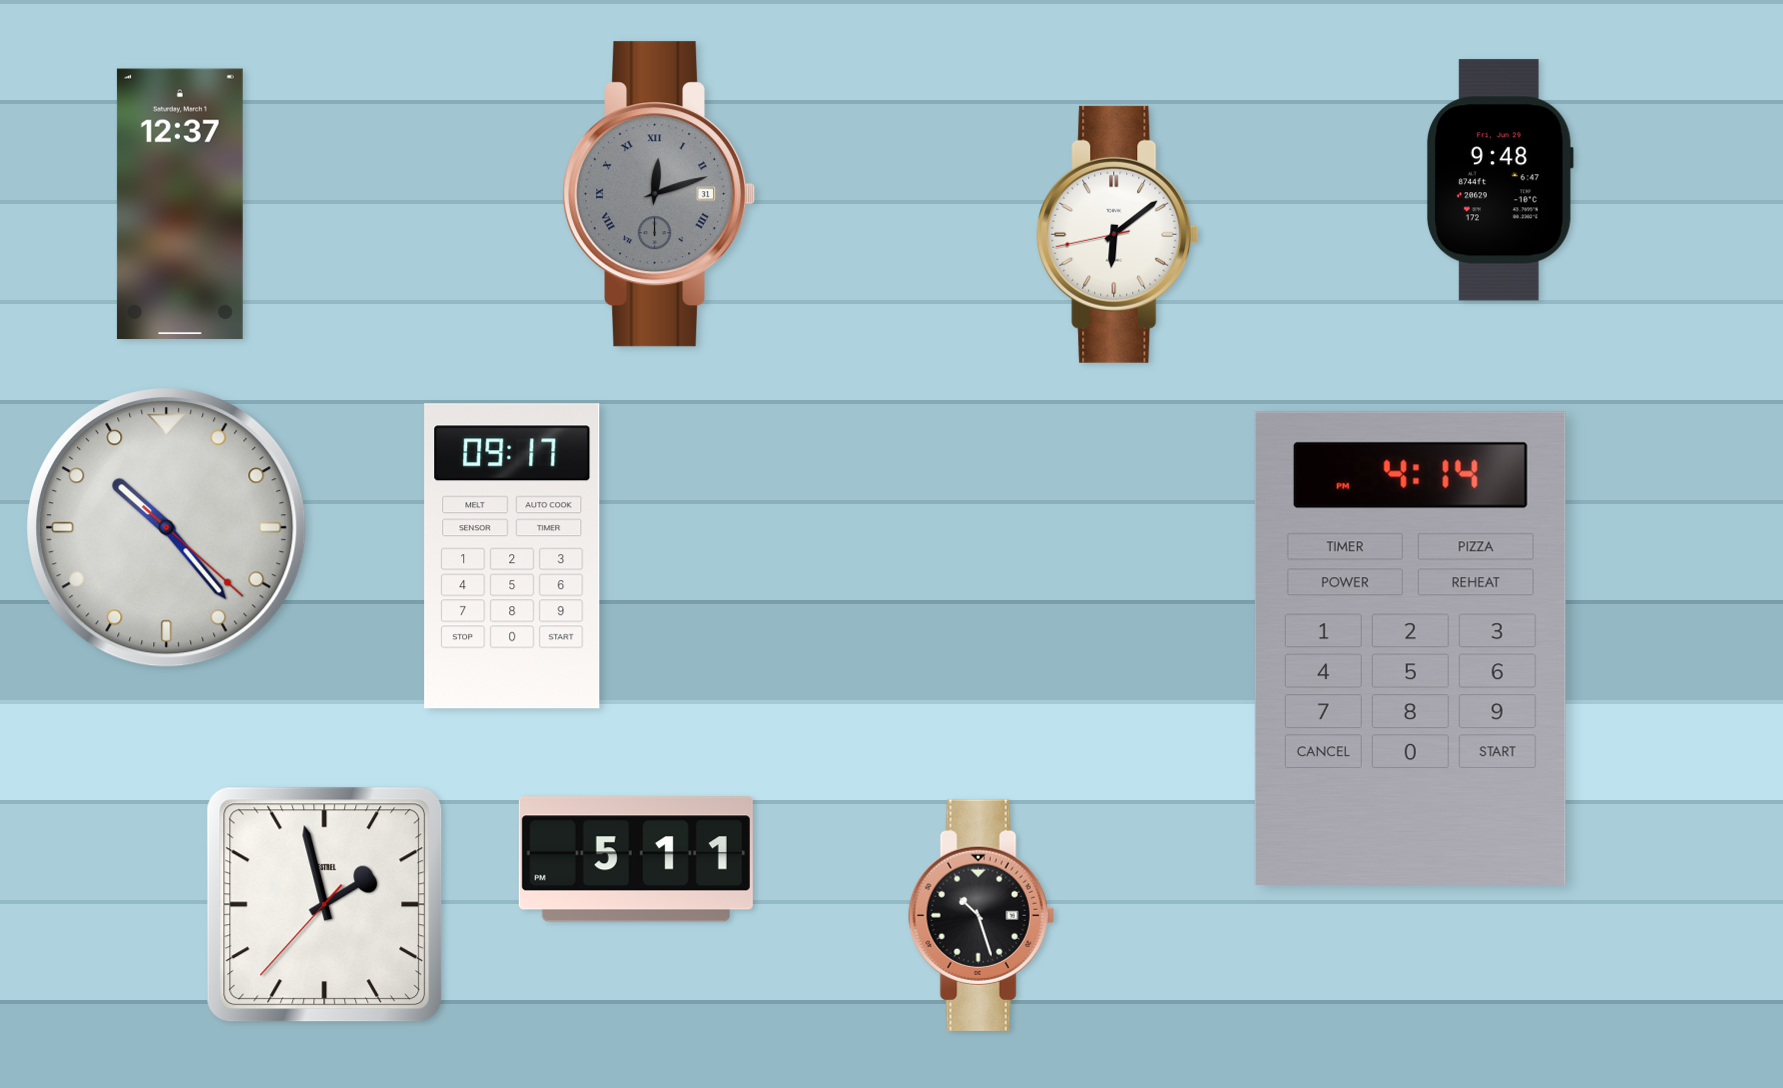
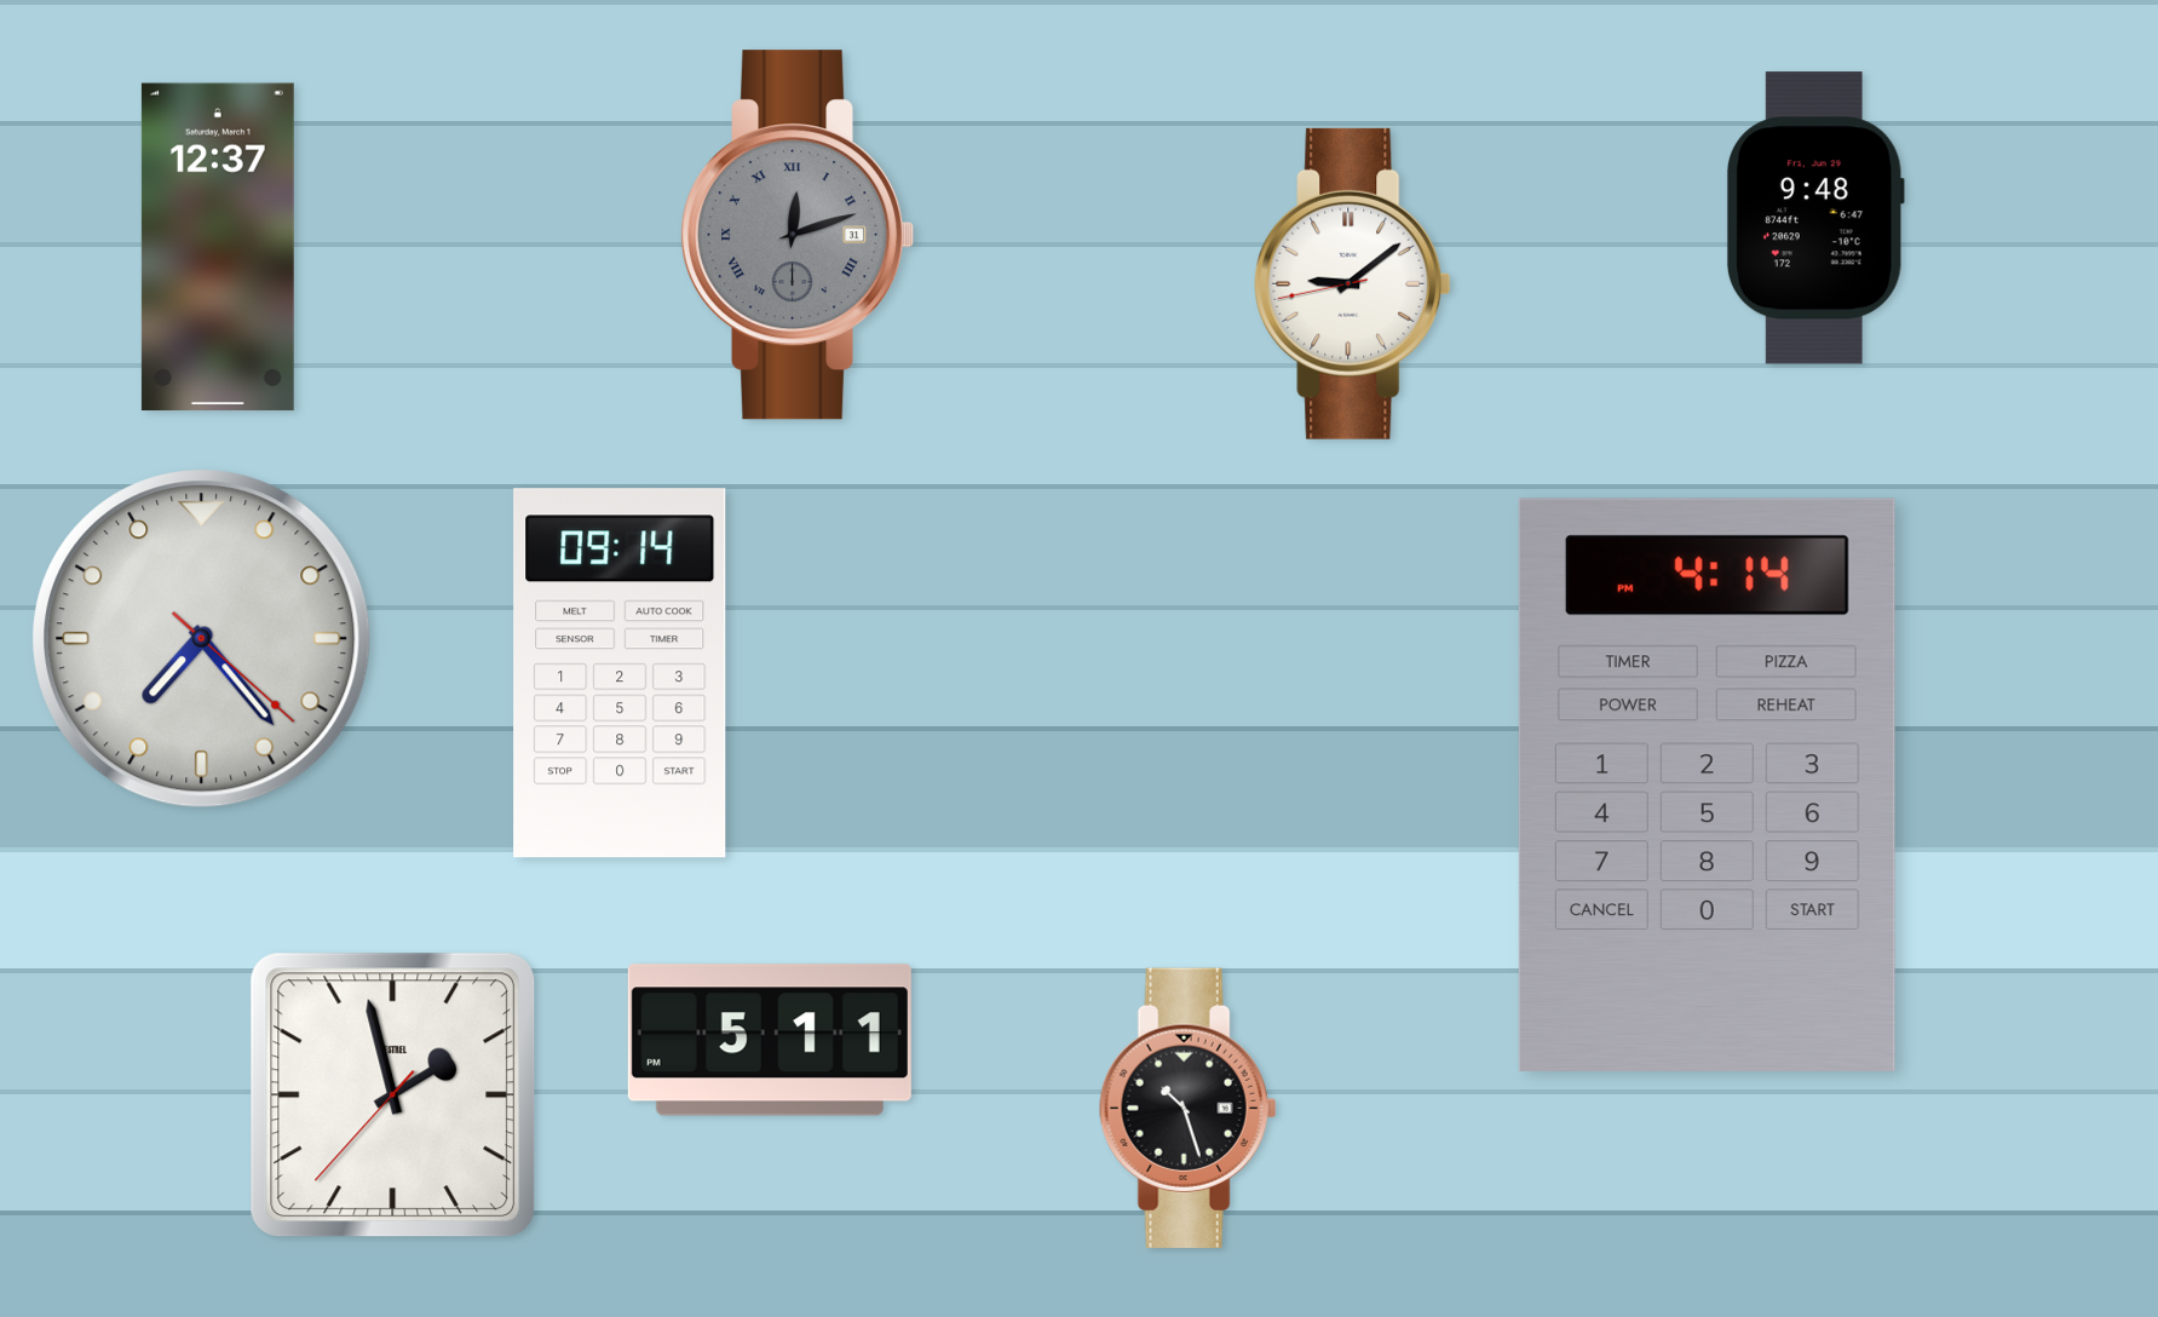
clock at (1118, 234): 6:08 -> 9:08
clock at (167, 528): 10:23 -> 7:23
clock at (512, 556): 09:17 -> 09:14
